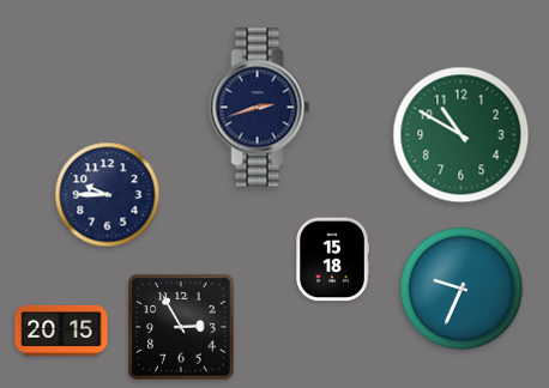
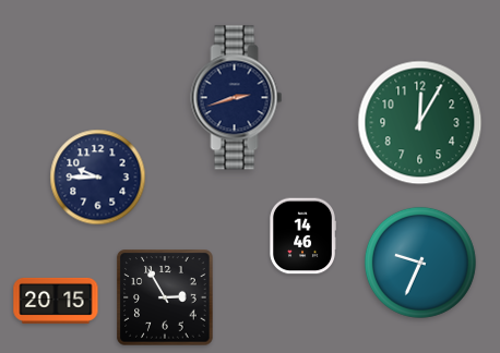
clock at (461, 135): 10:50 -> 12:05
clock at (332, 260): 15:18 -> 14:46
